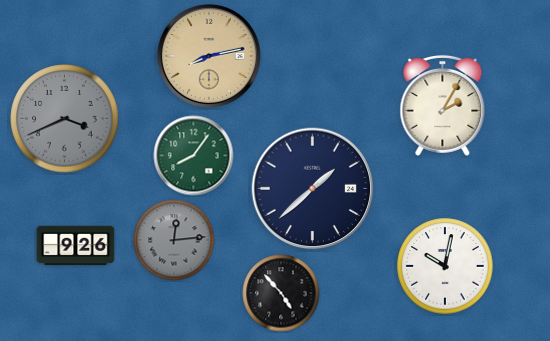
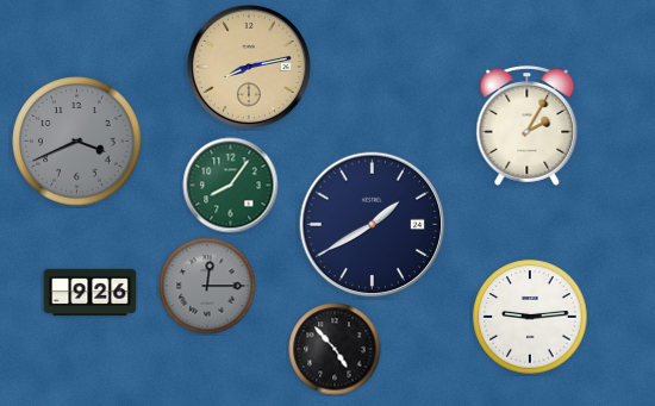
clock at (313, 189): 1:38 -> 1:40
clock at (174, 240): 12:14 -> 12:15
clock at (445, 266): 10:02 -> 9:14
